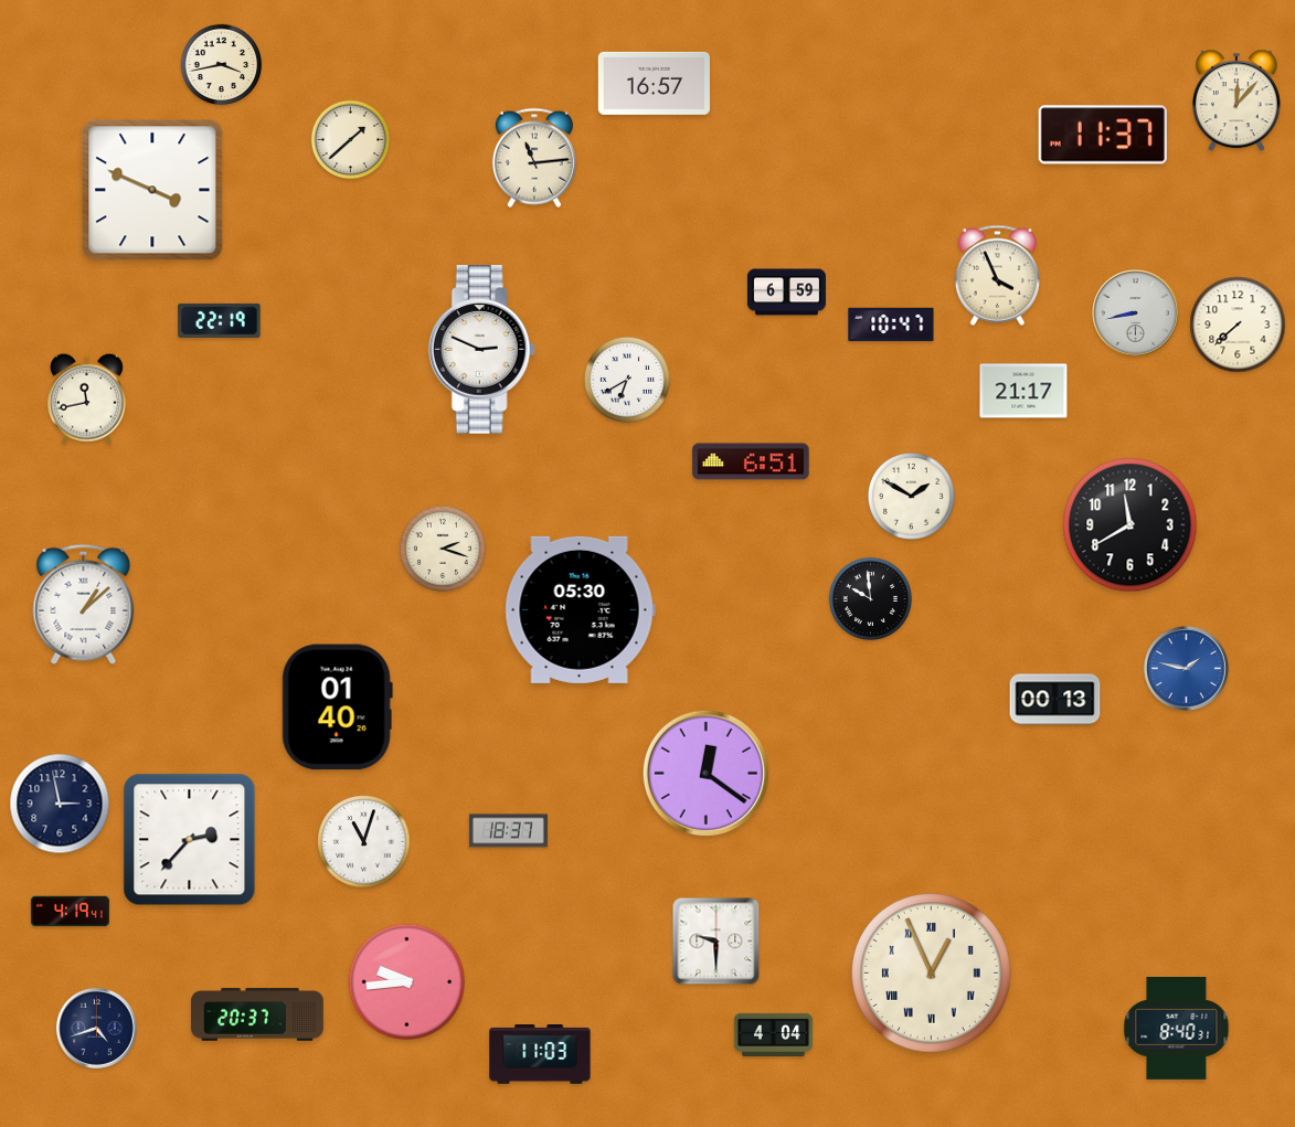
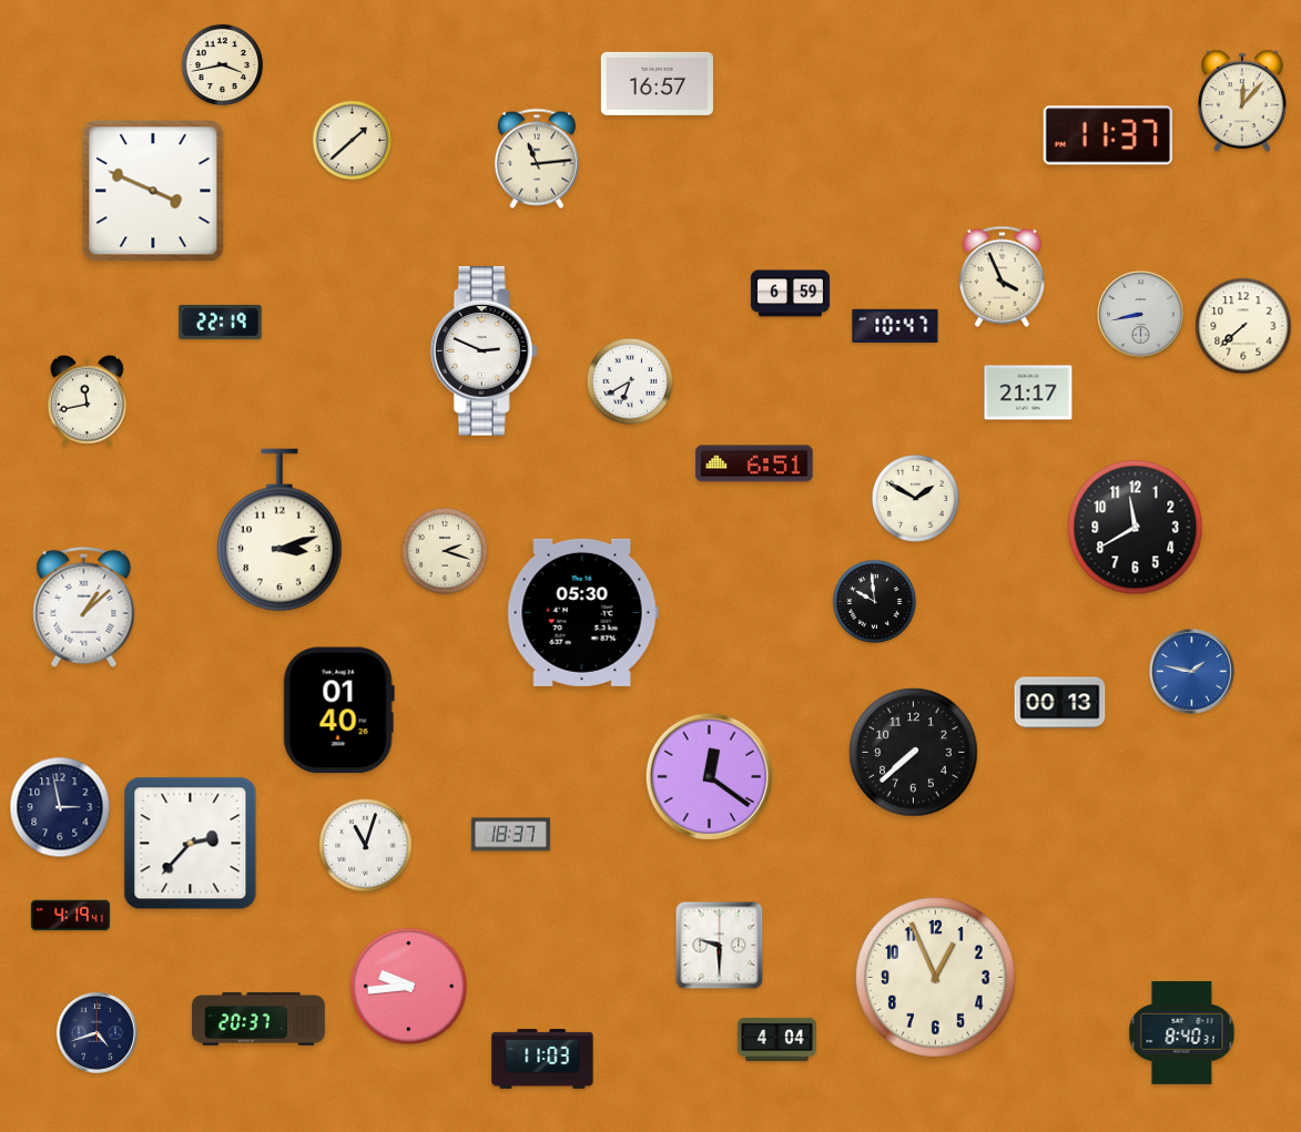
clock at (279, 530): none -> 3:12
clock at (914, 753): none -> 7:38
clock at (932, 974) numerals: Roman -> Arabic
